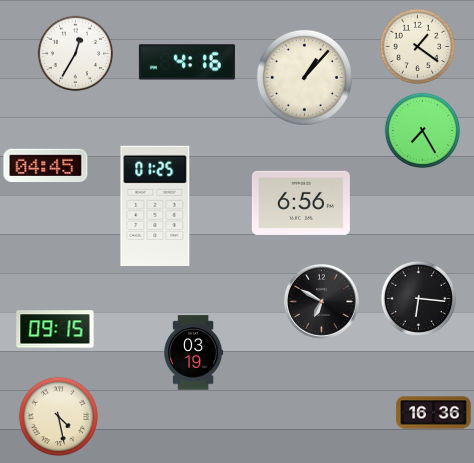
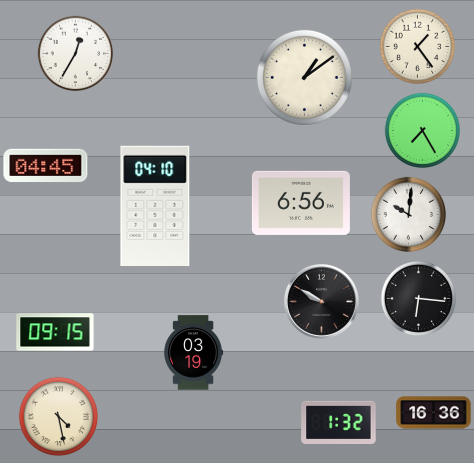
clock at (418, 47): 1:21 -> 1:24
clock at (187, 62): 4:16 -> none
clock at (304, 77): 1:07 -> 1:09
clock at (155, 206): 01:25 -> 04:10
clock at (409, 215): none -> 10:01
clock at (321, 301): 6:50 -> 9:50
clock at (55, 329) position: (55, 329) -> (55, 332)
clock at (339, 422): none -> 1:32
